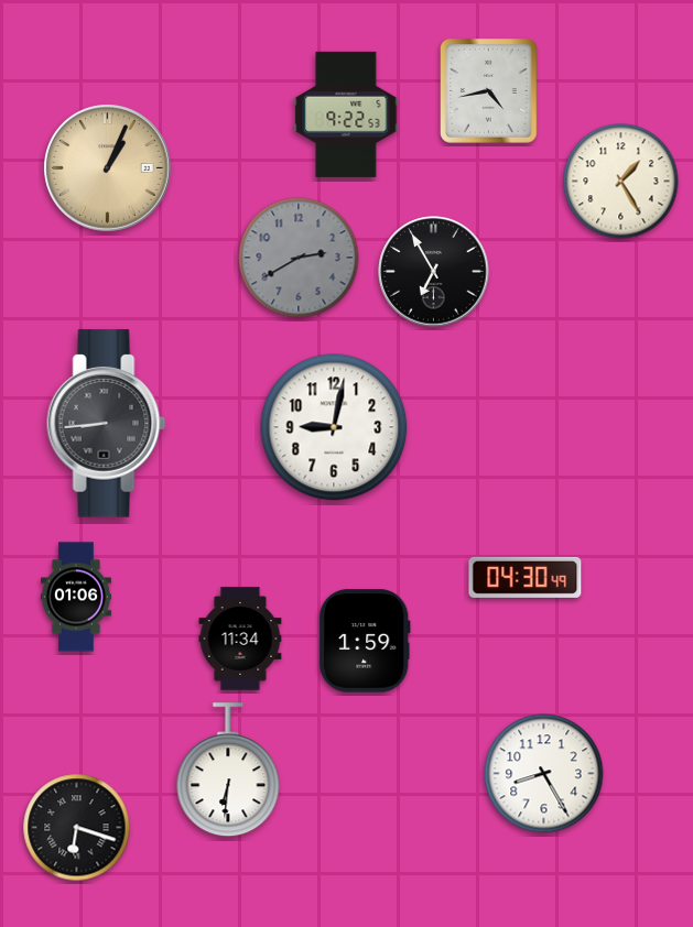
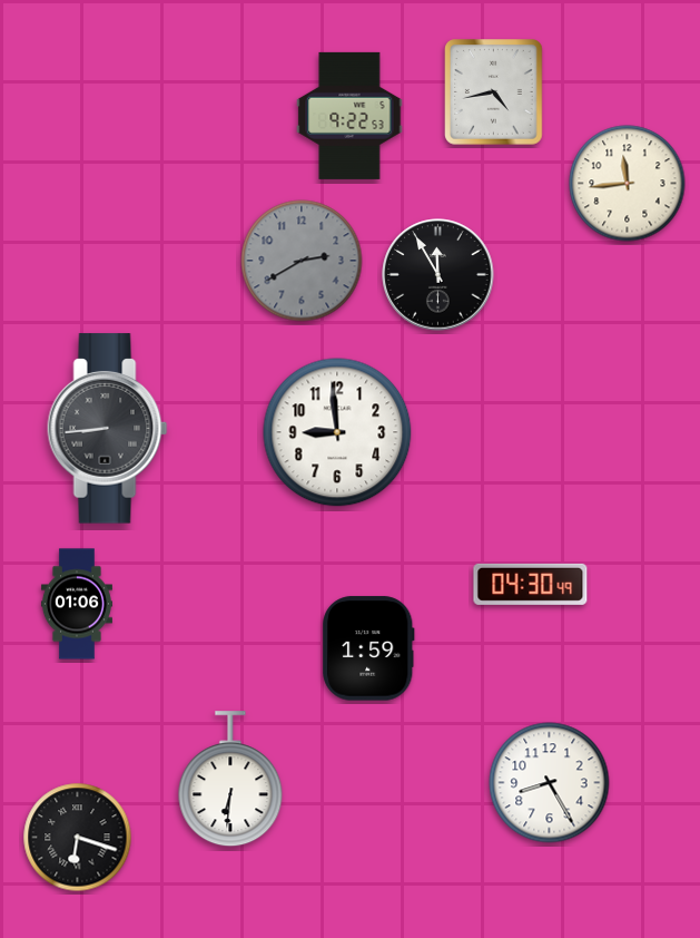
clock at (108, 168): 1:04 -> none
clock at (621, 182): 1:25 -> 11:44
clock at (434, 272): 6:55 -> 11:55
clock at (334, 427): 9:02 -> 8:59
clock at (240, 639): 11:34 -> none
